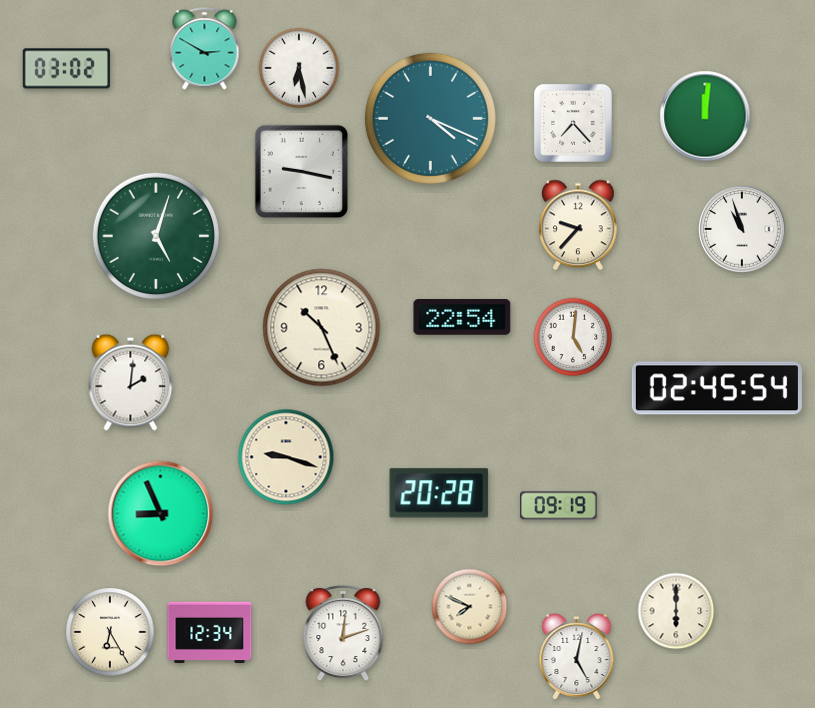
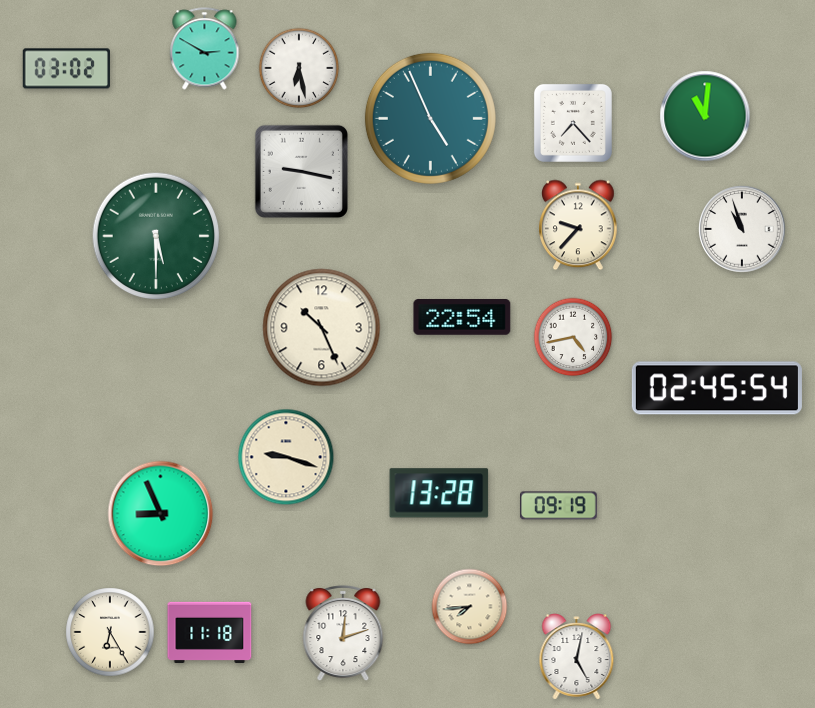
clock at (705, 116): 12:01 -> 11:01
clock at (430, 118): 4:19 -> 4:56
clock at (156, 236): 5:03 -> 5:30
clock at (573, 337): 5:01 -> 4:43
clock at (131, 382): 2:01 -> none
clock at (439, 493): 20:28 -> 13:28
clock at (470, 607): 7:49 -> 7:44
clock at (676, 611): 6:00 -> none
clock at (210, 632): 12:34 -> 11:18
